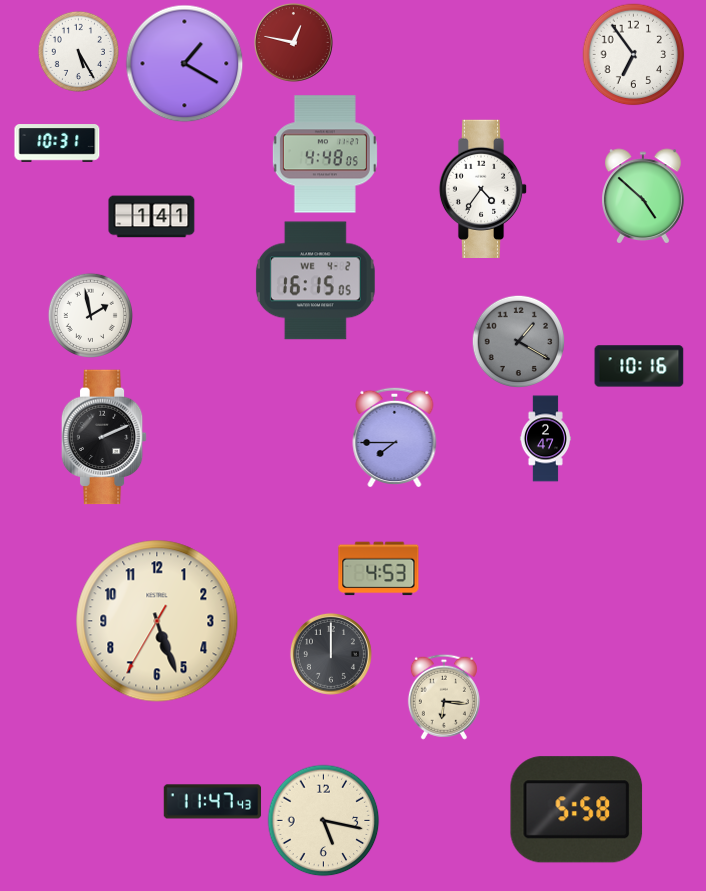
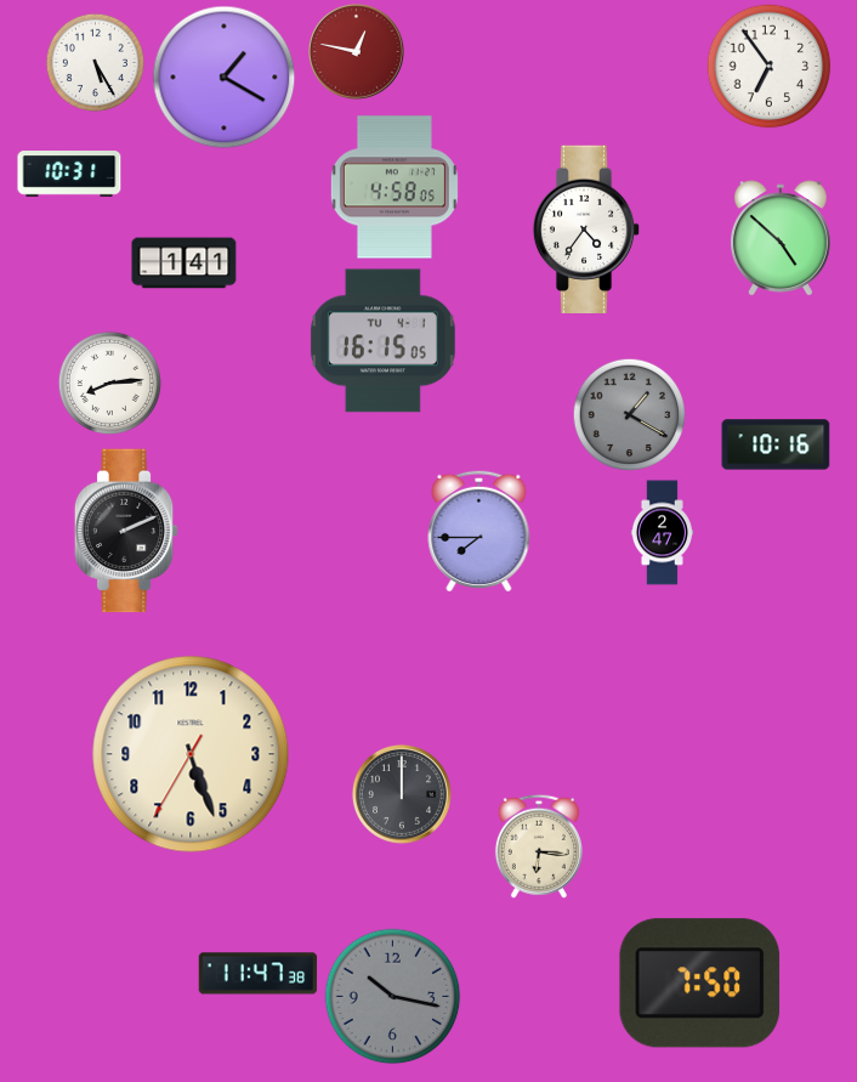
clock at (325, 154): 4:48 -> 4:58
clock at (315, 281) date: WE 4-2 -> TU 4-1
clock at (90, 315): 1:58 -> 8:14
clock at (379, 569): 4:53 -> none
clock at (213, 802): 11:47:43 -> 11:47:38
clock at (577, 810): 5:58 -> 7:50
clock at (324, 821): 5:17 -> 10:17
clock at (324, 821) dial: cream -> grey
